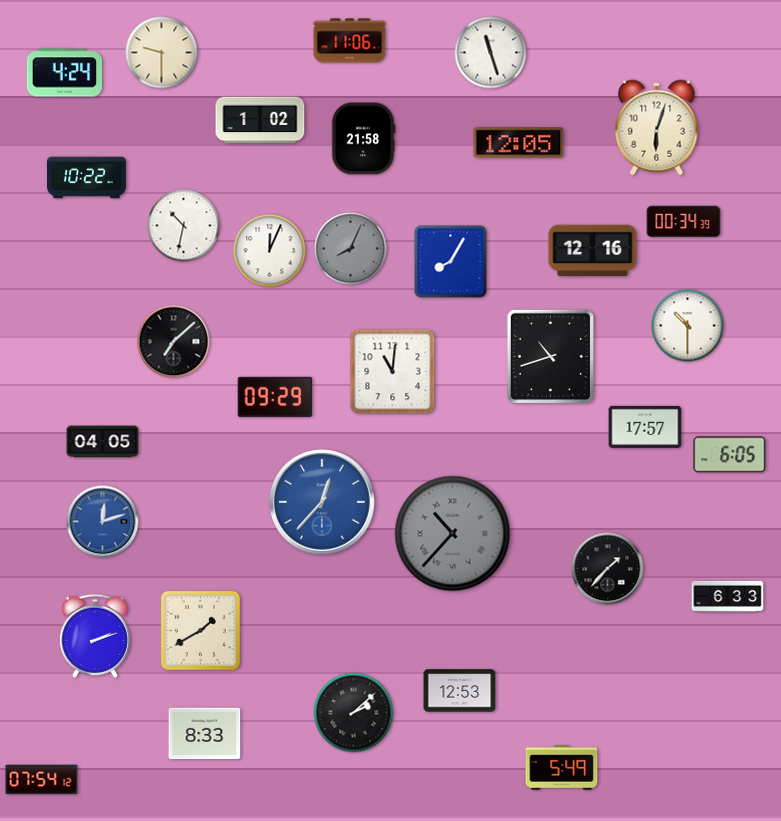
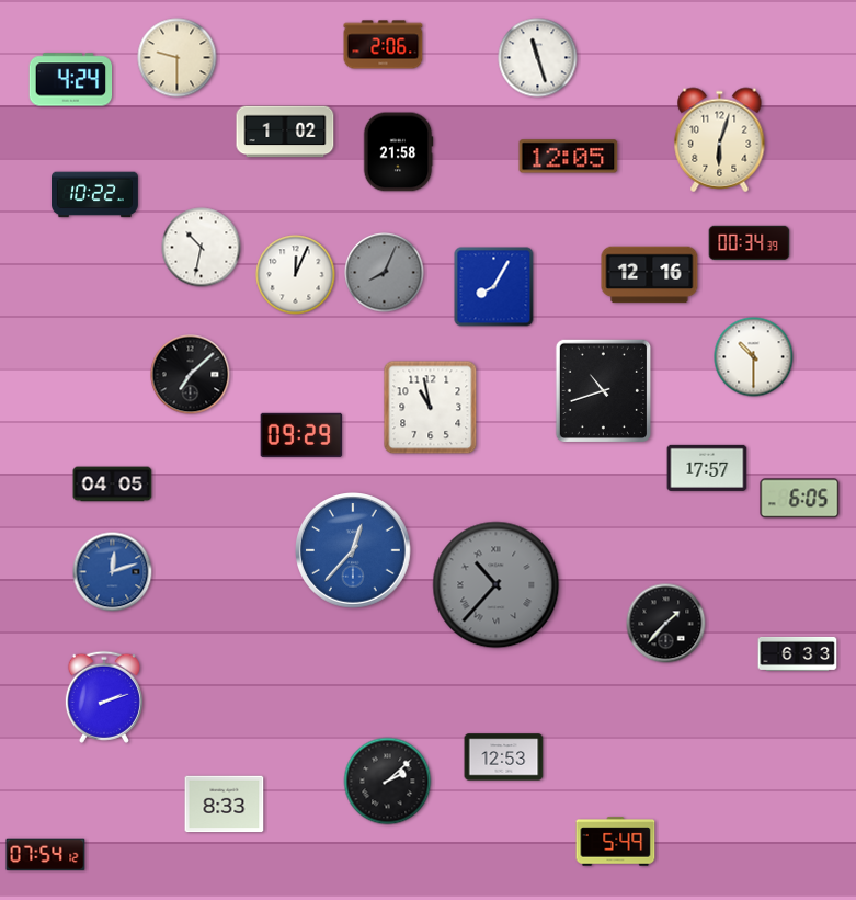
clock at (350, 41): 11:06 -> 2:06
clock at (393, 372): 11:01 -> 10:58
clock at (200, 630): 1:40 -> none
